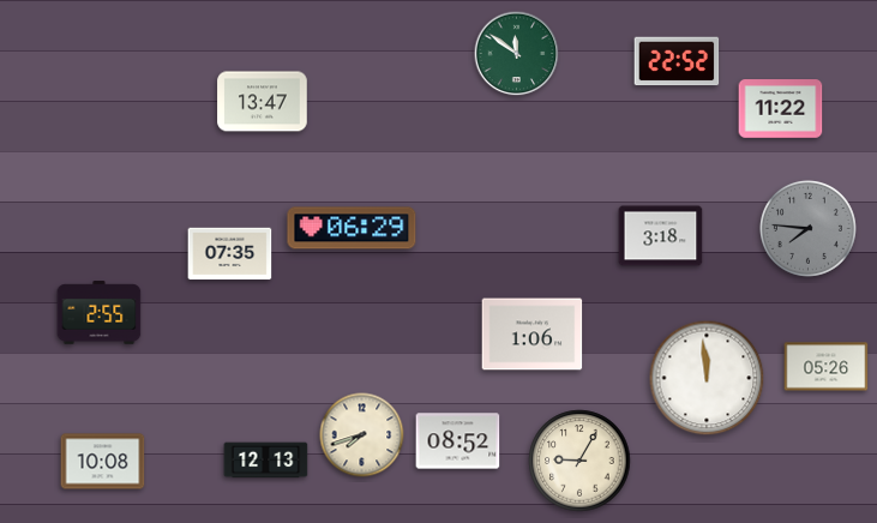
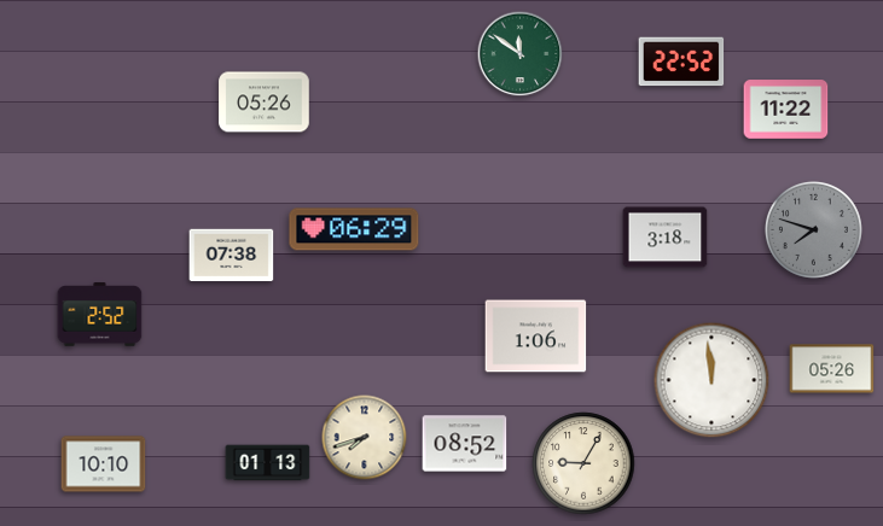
clock at (263, 102): 13:47 -> 05:26
clock at (807, 228): 7:46 -> 7:48
clock at (230, 254): 07:35 -> 07:38
clock at (100, 313): 2:55 -> 2:52
clock at (458, 441) position: (458, 441) -> (465, 444)
clock at (266, 461): 12:13 -> 01:13
clock at (103, 462): 10:08 -> 10:10
